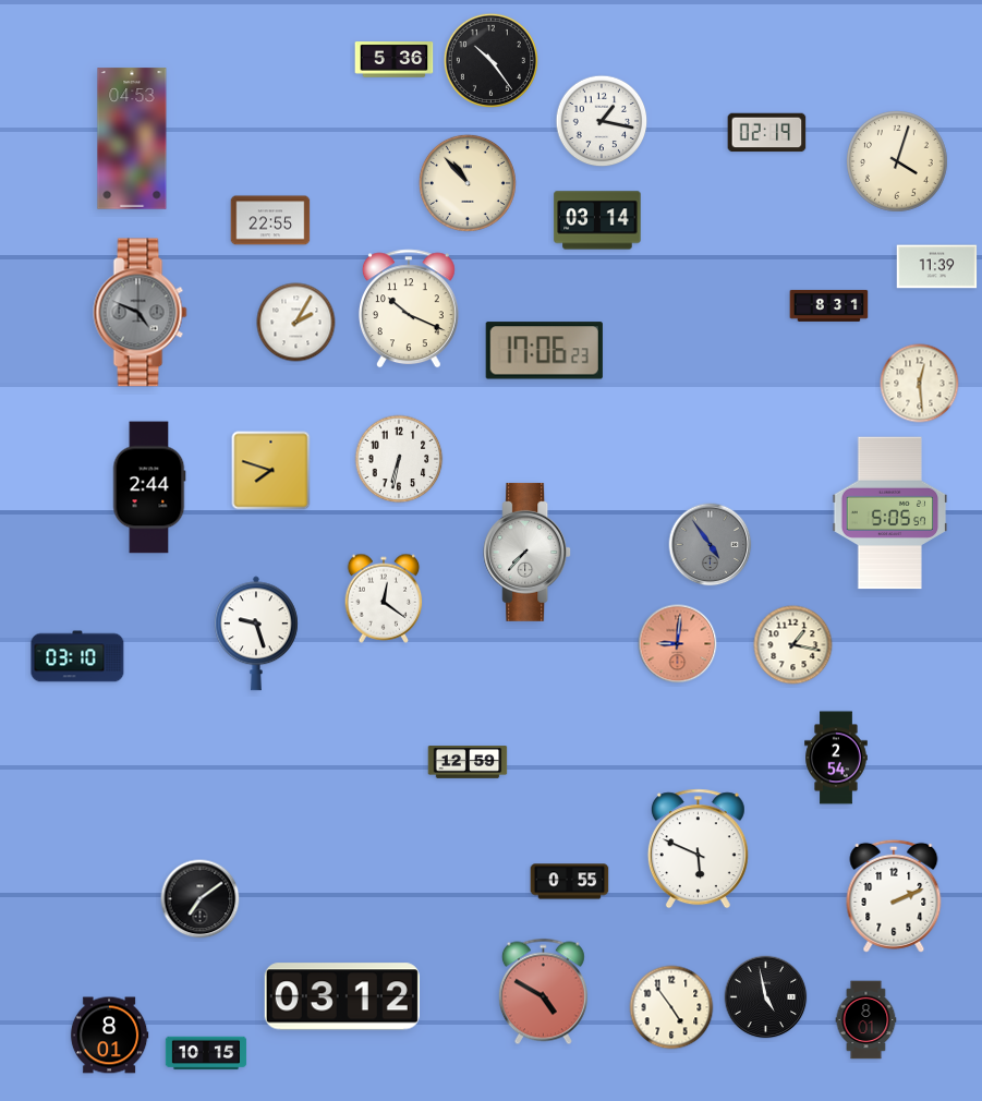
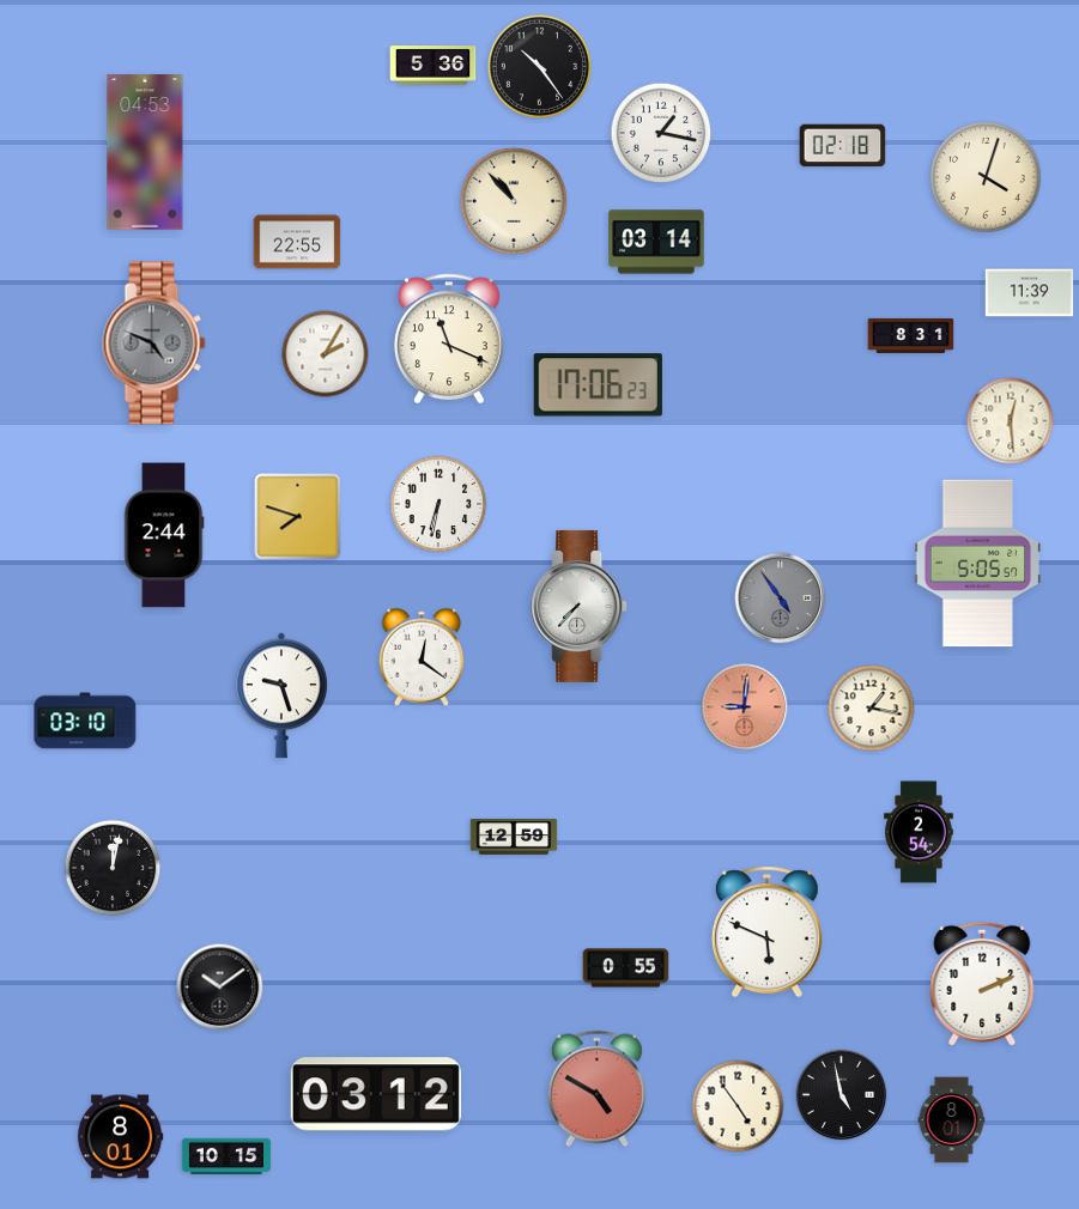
clock at (767, 133): 02:19 -> 02:18
clock at (409, 308): 10:19 -> 11:19
clock at (113, 868): none -> 12:02
clock at (201, 899): 7:09 -> 10:09
